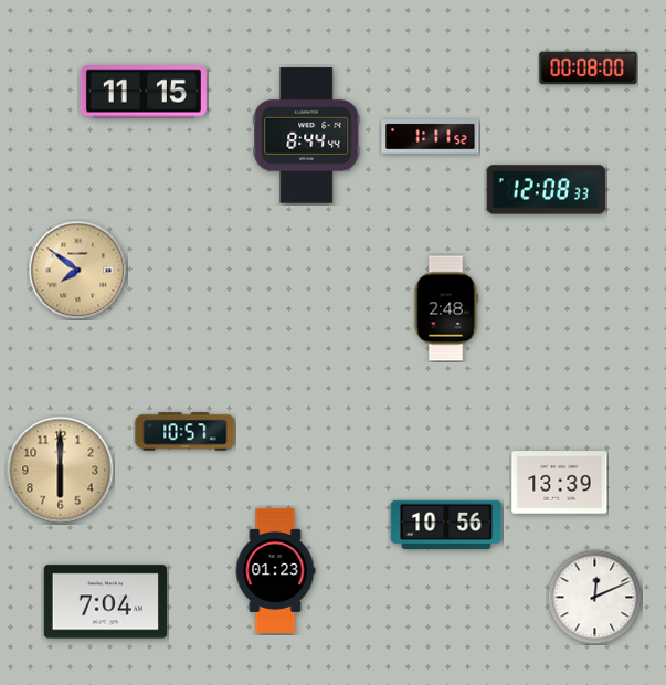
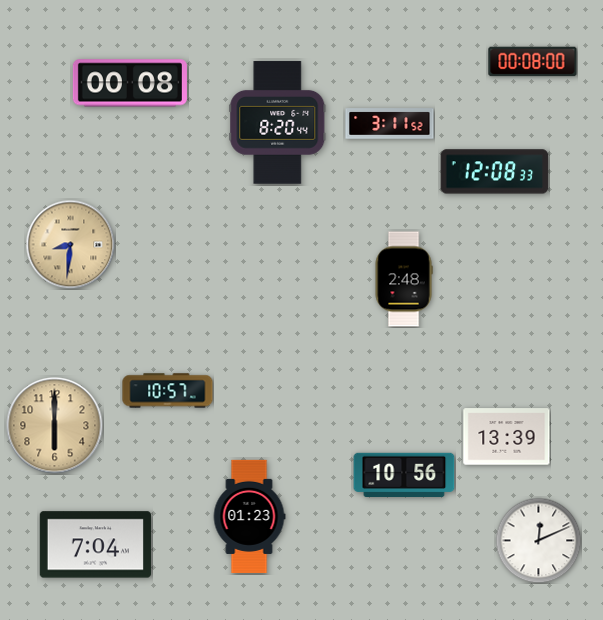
clock at (144, 92): 11:15 -> 00:08
clock at (307, 136): 8:44 -> 8:20
clock at (431, 137): 1:11 -> 3:11
clock at (77, 270): 7:51 -> 8:31
